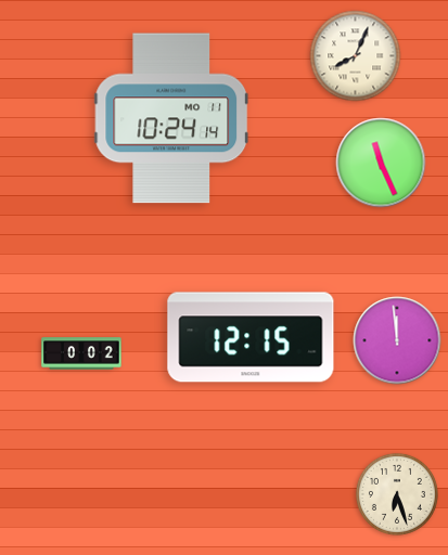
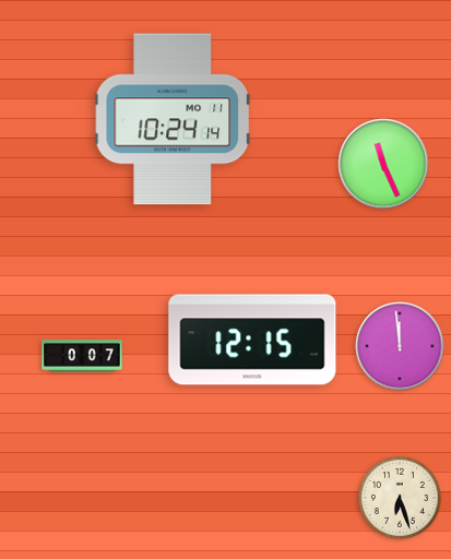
clock at (356, 56): 8:04 -> none
clock at (397, 340) position: (397, 340) -> (400, 346)
clock at (81, 353): 0:02 -> 0:07
